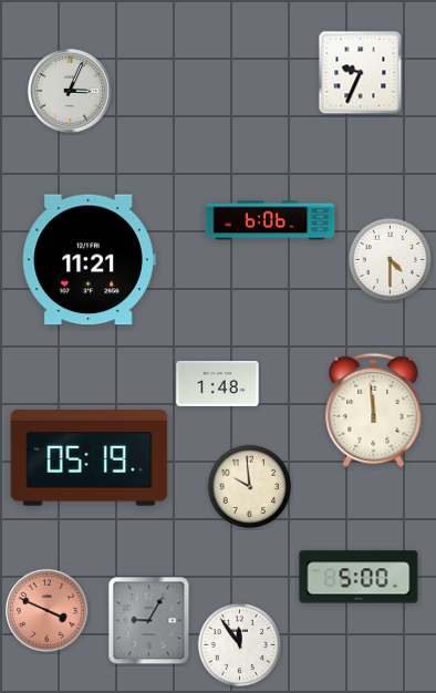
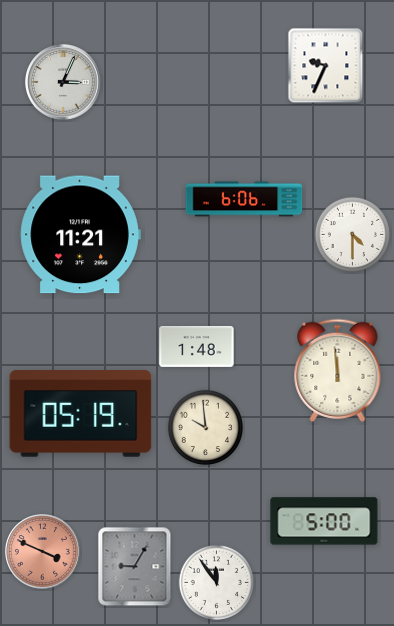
clock at (249, 486) position: (249, 486) -> (205, 427)
clock at (149, 621) position: (149, 621) -> (135, 567)
